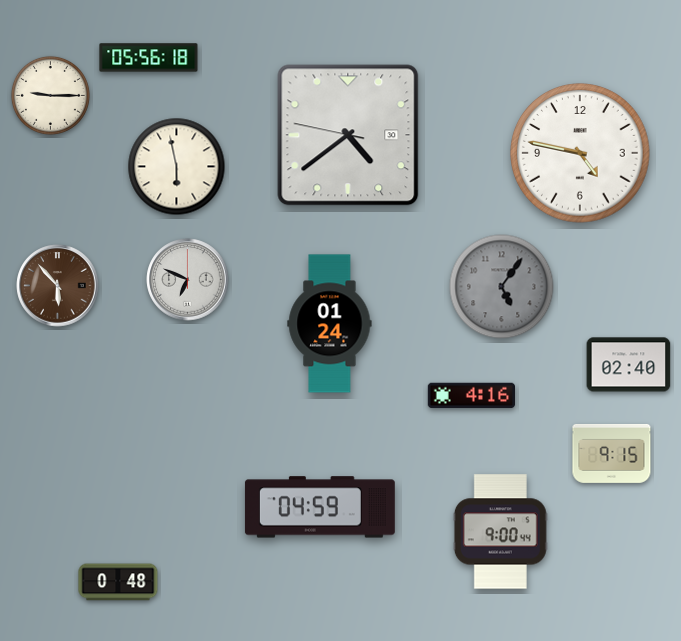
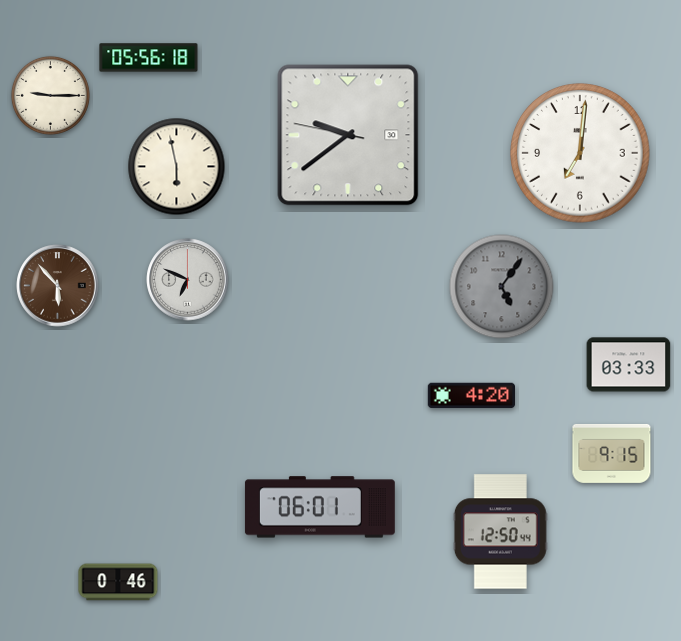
clock at (348, 135): 4:38 -> 9:38
clock at (580, 153): 4:47 -> 7:01
clock at (330, 324): 01:24 -> none
clock at (629, 365): 02:40 -> 03:33
clock at (471, 396): 4:16 -> 4:20
clock at (320, 507): 04:59 -> 06:01
clock at (500, 532): 9:00 -> 12:50
clock at (118, 582): 0:48 -> 0:46
